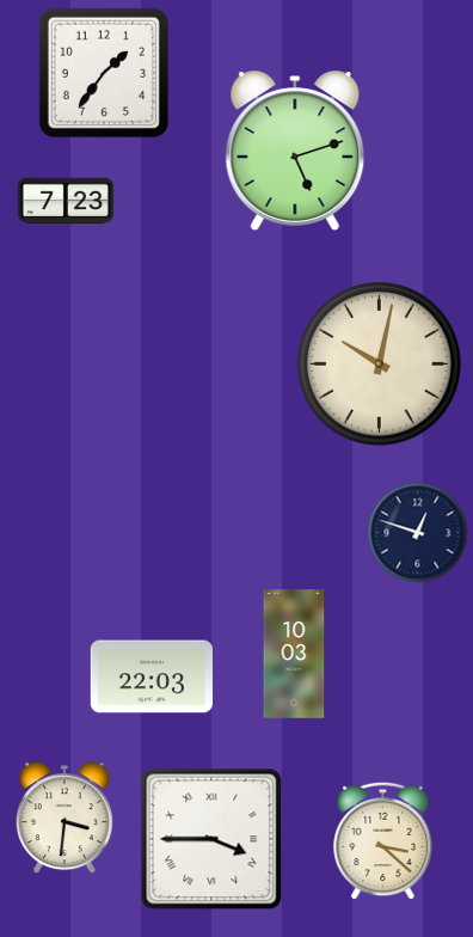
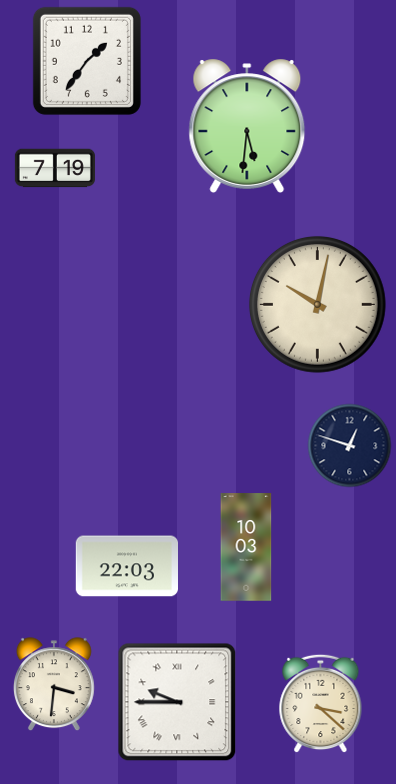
clock at (295, 151): 5:12 -> 5:31
clock at (66, 201): 7:23 -> 7:19
clock at (211, 839): 3:45 -> 9:45
